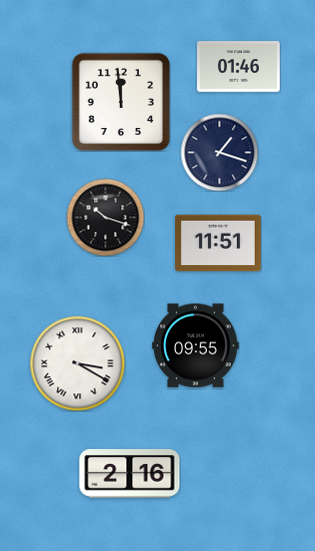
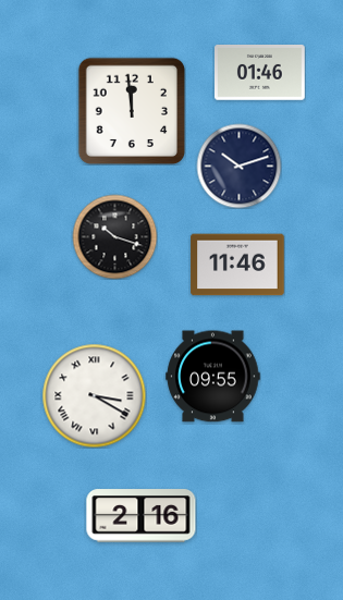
clock at (219, 152): 1:18 -> 10:12
clock at (218, 243): 11:51 -> 11:46
clock at (77, 363) position: (77, 363) -> (94, 395)
